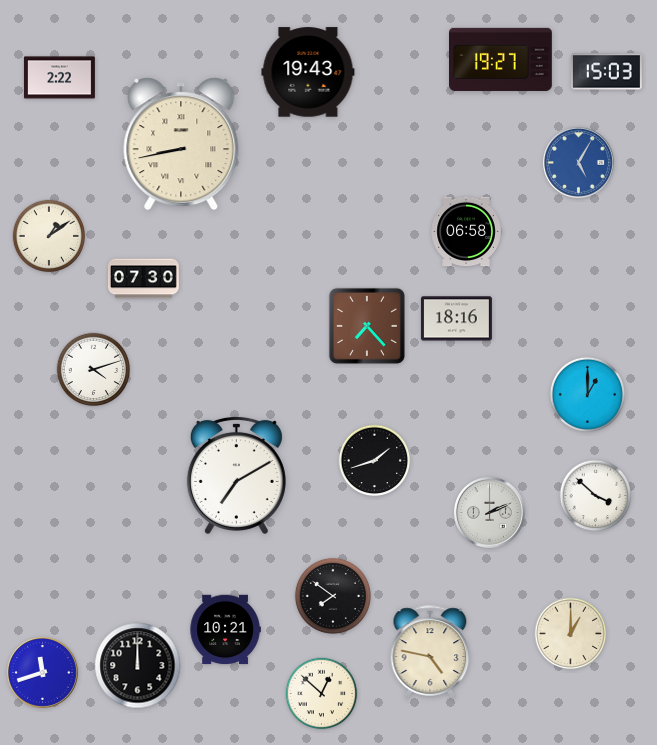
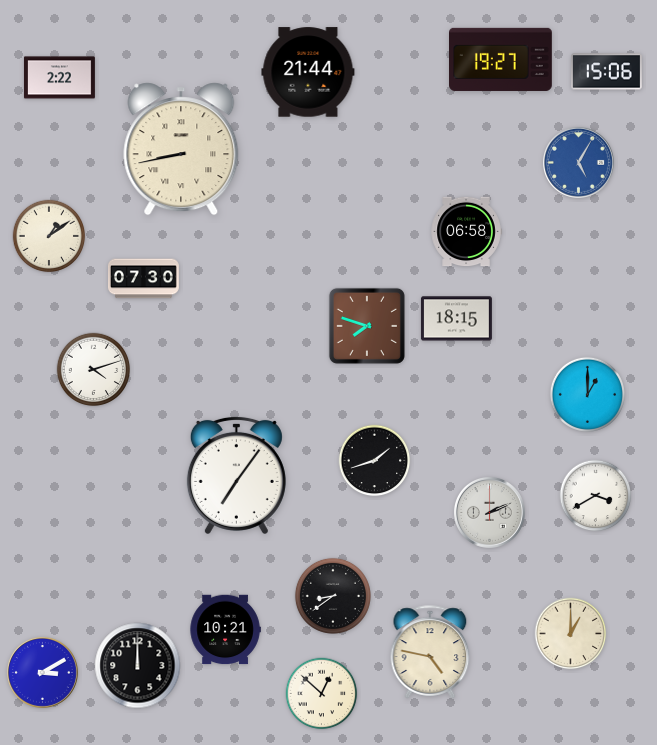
clock at (308, 72): 19:43 -> 21:44
clock at (606, 72): 15:03 -> 15:06
clock at (181, 144) position: (181, 144) -> (181, 149)
clock at (456, 319): 18:16 -> 18:15
clock at (367, 326): 7:23 -> 7:48
clock at (236, 475): 7:10 -> 7:06
clock at (596, 496): 3:52 -> 3:40
clock at (333, 596): 7:51 -> 8:39
clock at (42, 672): 11:42 -> 3:10
